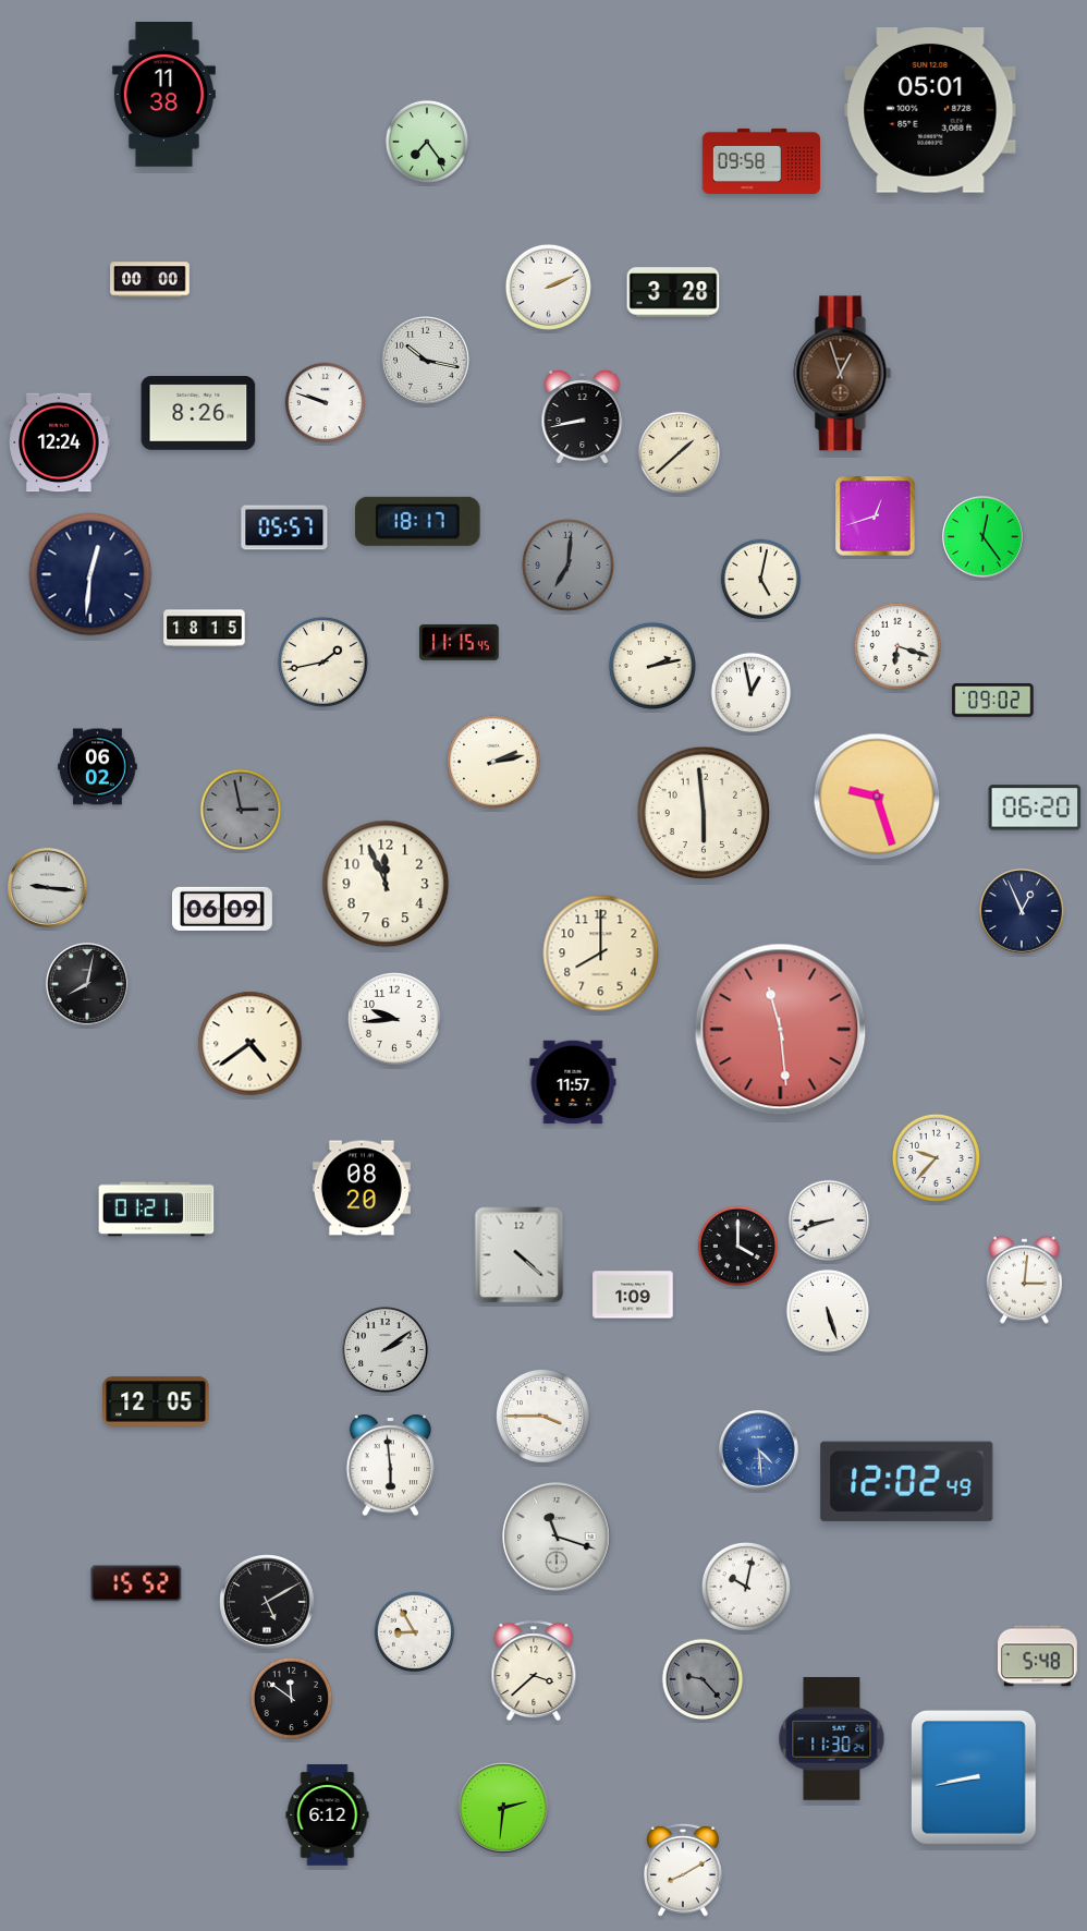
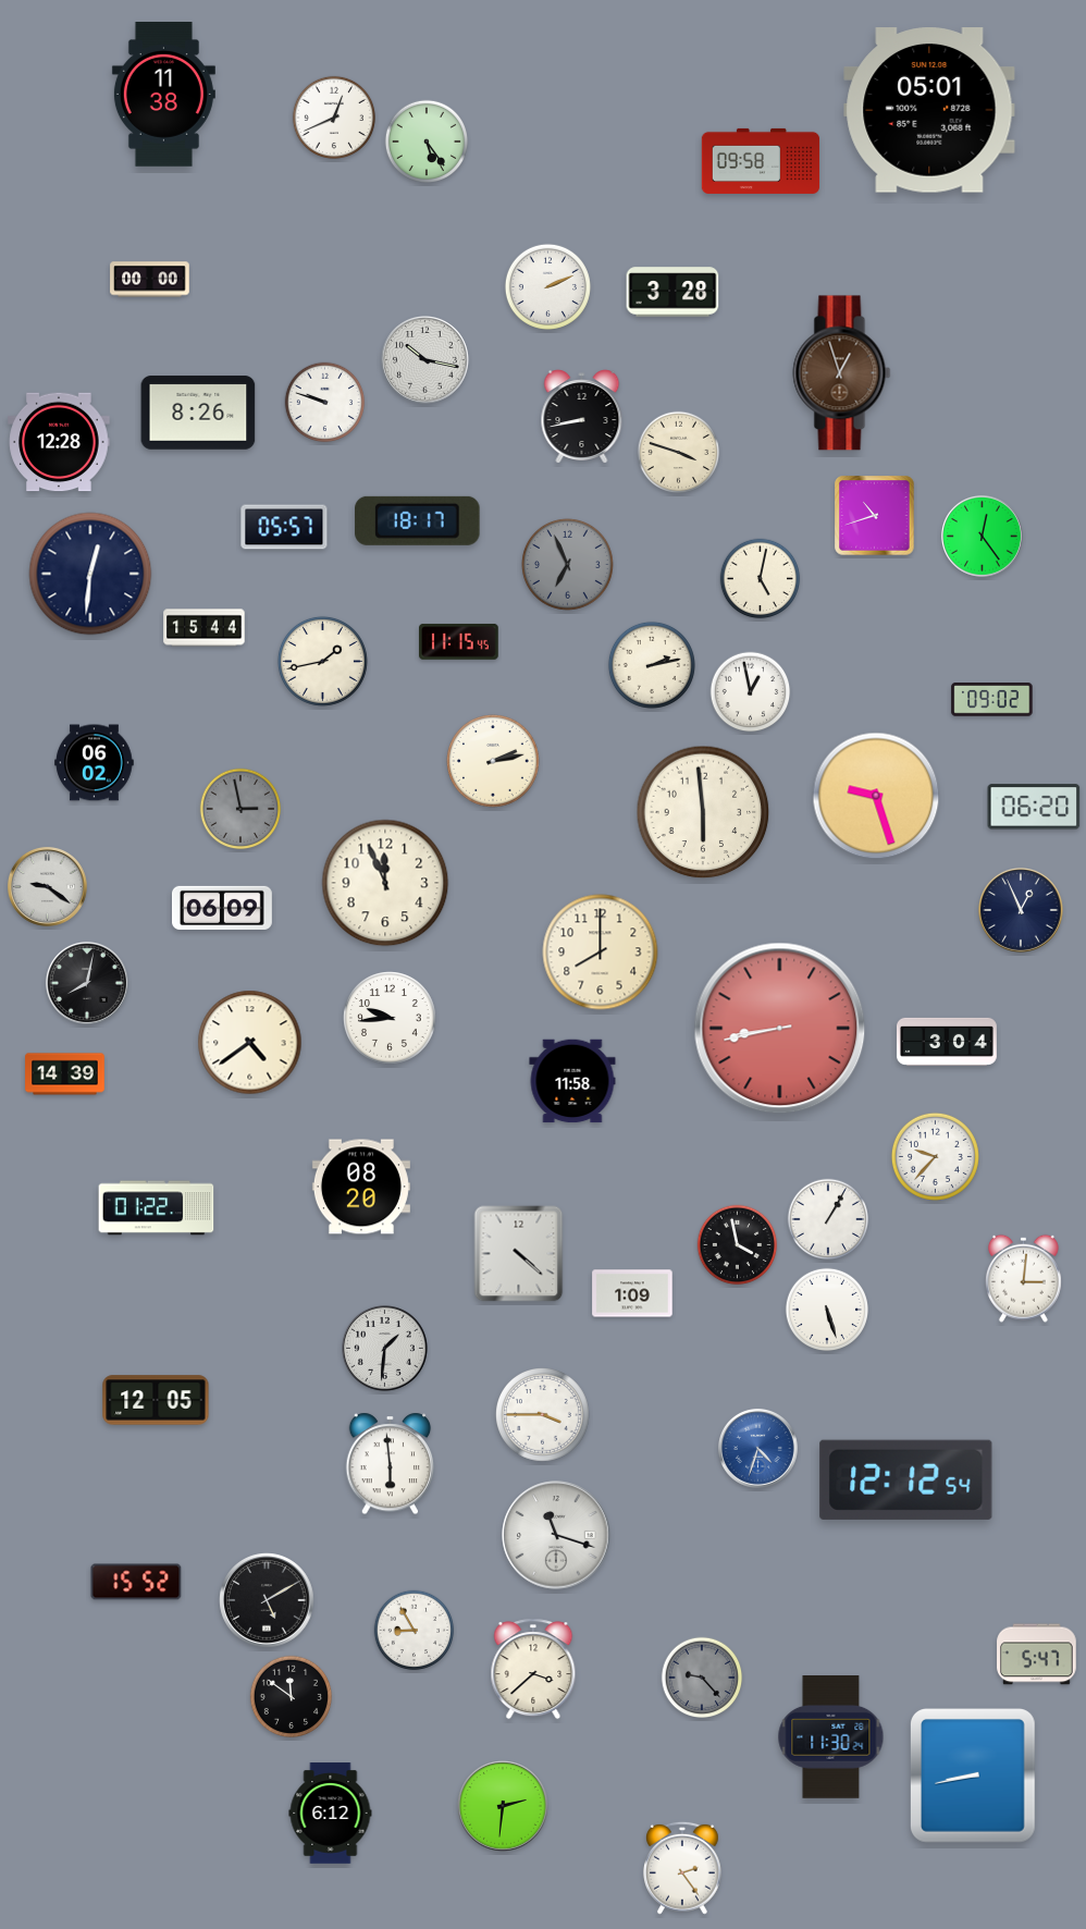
clock at (333, 116): none -> 12:41
clock at (426, 141): 7:24 -> 5:24
clock at (59, 442): 12:24 -> 12:28
clock at (680, 453): 1:38 -> 3:48
clock at (876, 517): 12:42 -> 10:42
clock at (567, 564): 7:01 -> 6:56
clock at (205, 629): 18:15 -> 15:44
clock at (897, 646): 6:18 -> none
clock at (98, 767) position: (98, 767) -> (95, 763)
clock at (47, 887): 9:16 -> 9:21
clock at (395, 1020) position: (395, 1020) -> (391, 1019)
clock at (781, 1030): 11:29 -> 8:43
clock at (948, 1042): none -> 3:04
clock at (65, 1074): none -> 14:39
clock at (573, 1082): 11:57 -> 11:58
clock at (157, 1210): 01:21 -> 01:22
clock at (829, 1220): 8:42 -> 1:05
clock at (738, 1247): 4:00 -> 3:58
clock at (386, 1350): 2:09 -> 1:31
clock at (758, 1449): 4:29 -> 4:33
clock at (907, 1481): 12:02 -> 12:12
clock at (746, 1587): 10:02 -> none
clock at (1038, 1656): 5:48 -> 5:47
clock at (328, 1815) position: (328, 1815) -> (331, 1814)
clock at (684, 1870): 8:10 -> 2:24
